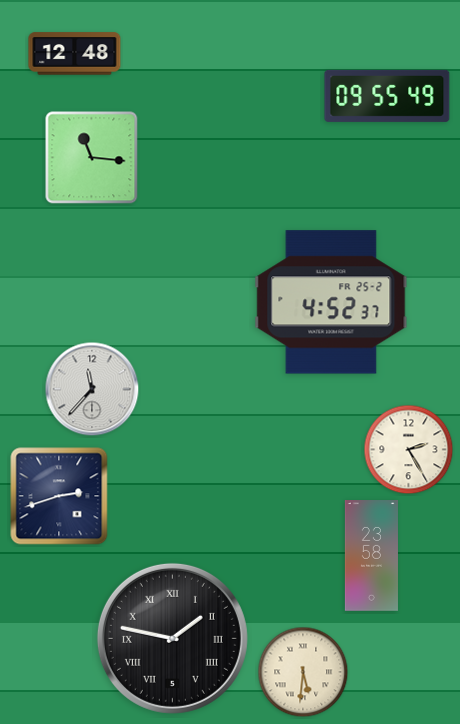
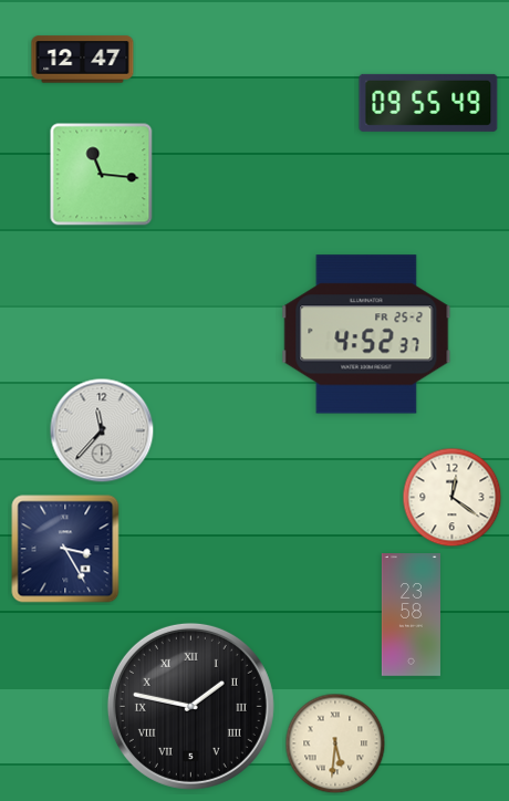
clock at (75, 54): 12:48 -> 12:47
clock at (387, 96) position: (387, 96) -> (428, 103)
clock at (409, 450): 2:25 -> 12:21
clock at (59, 496): 2:42 -> 3:25
